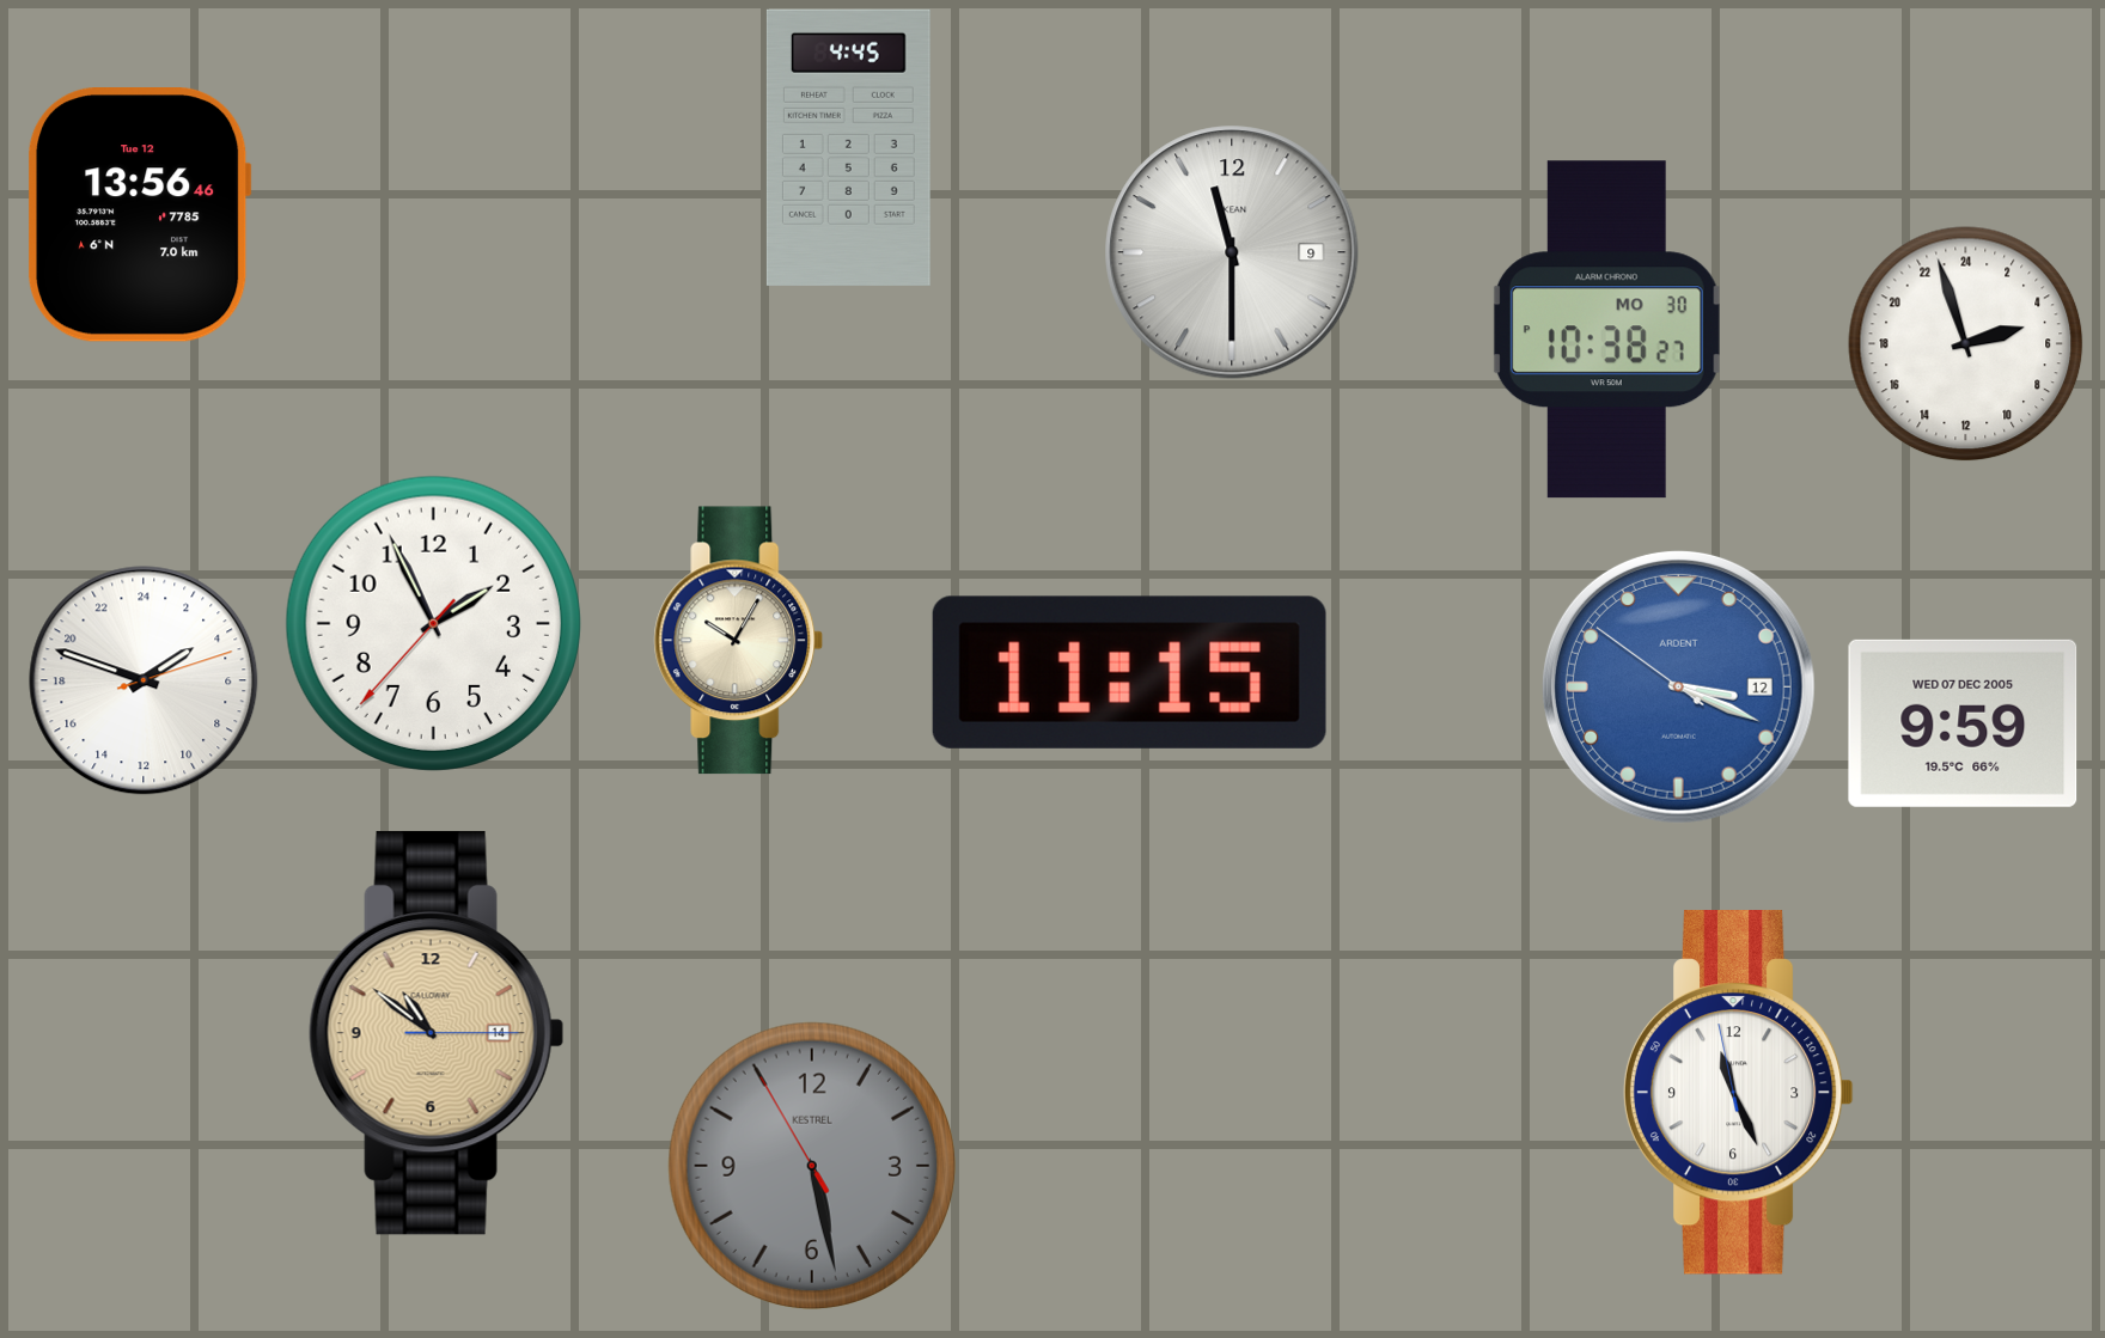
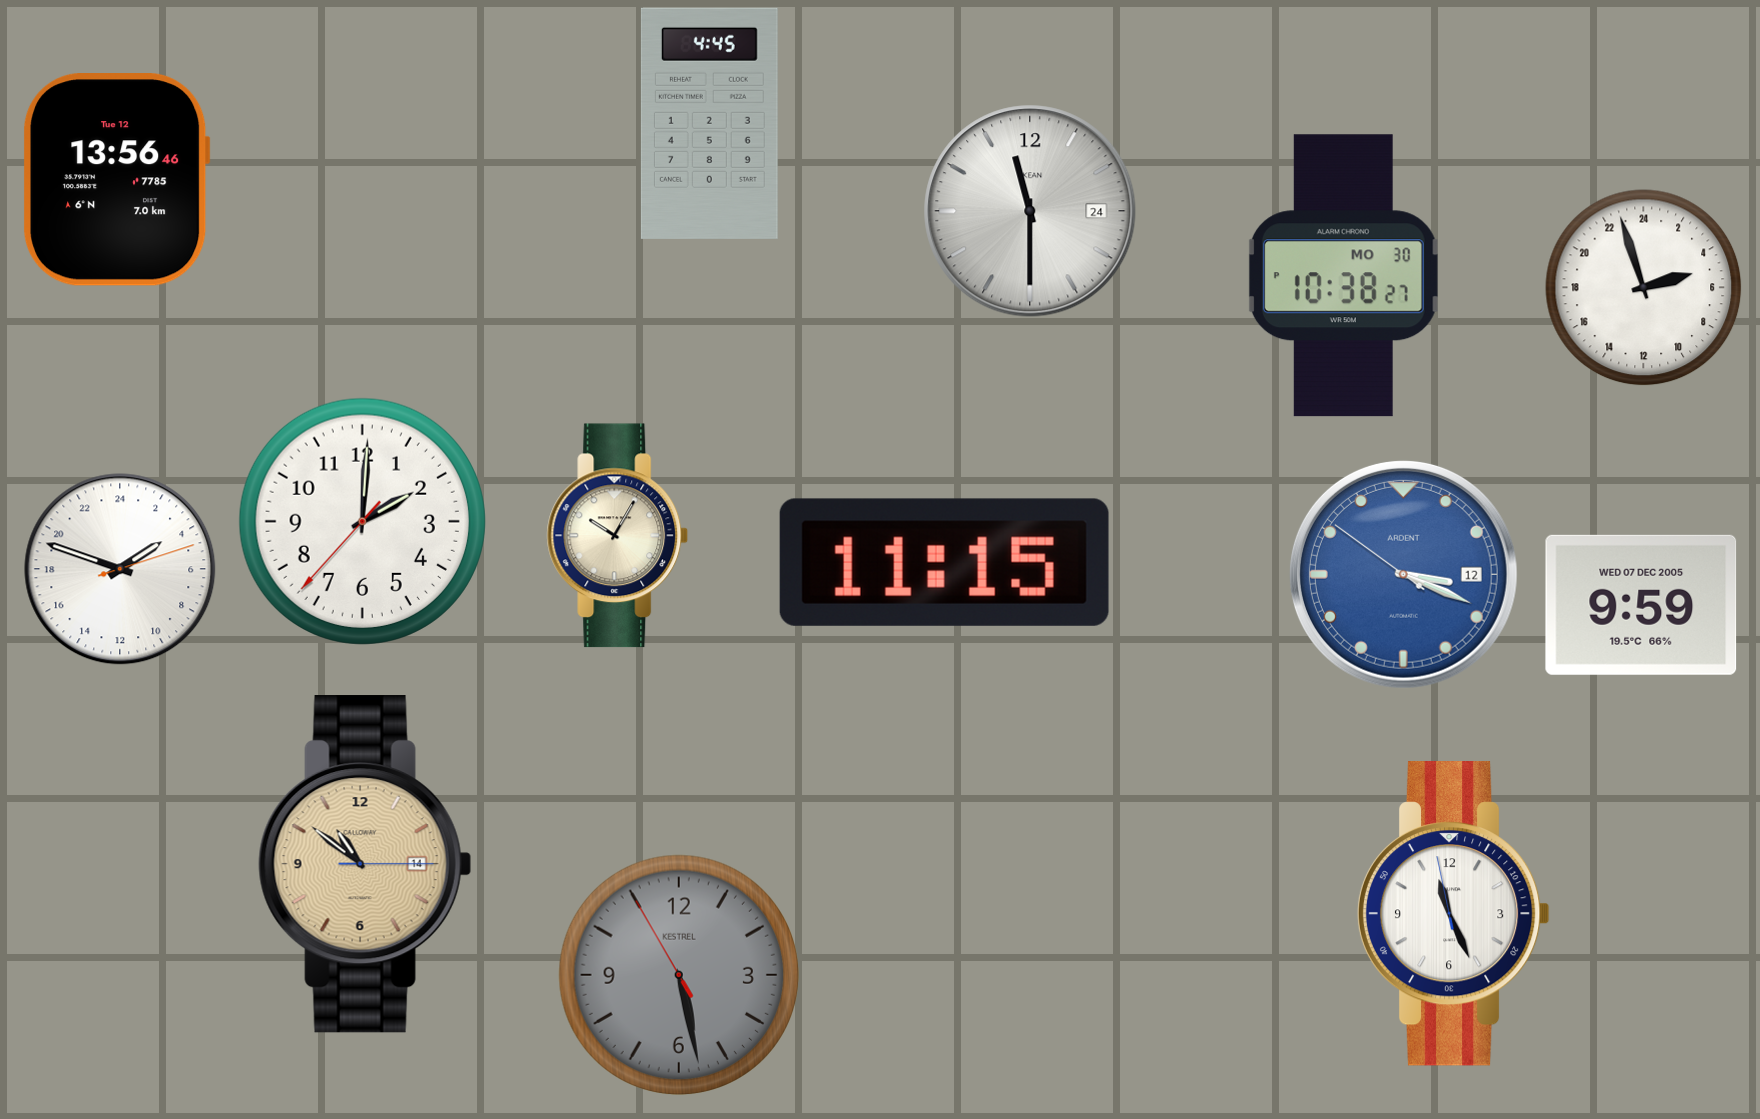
clock at (1232, 252) date: 9 -> 24
clock at (433, 623): 1:55 -> 2:00
